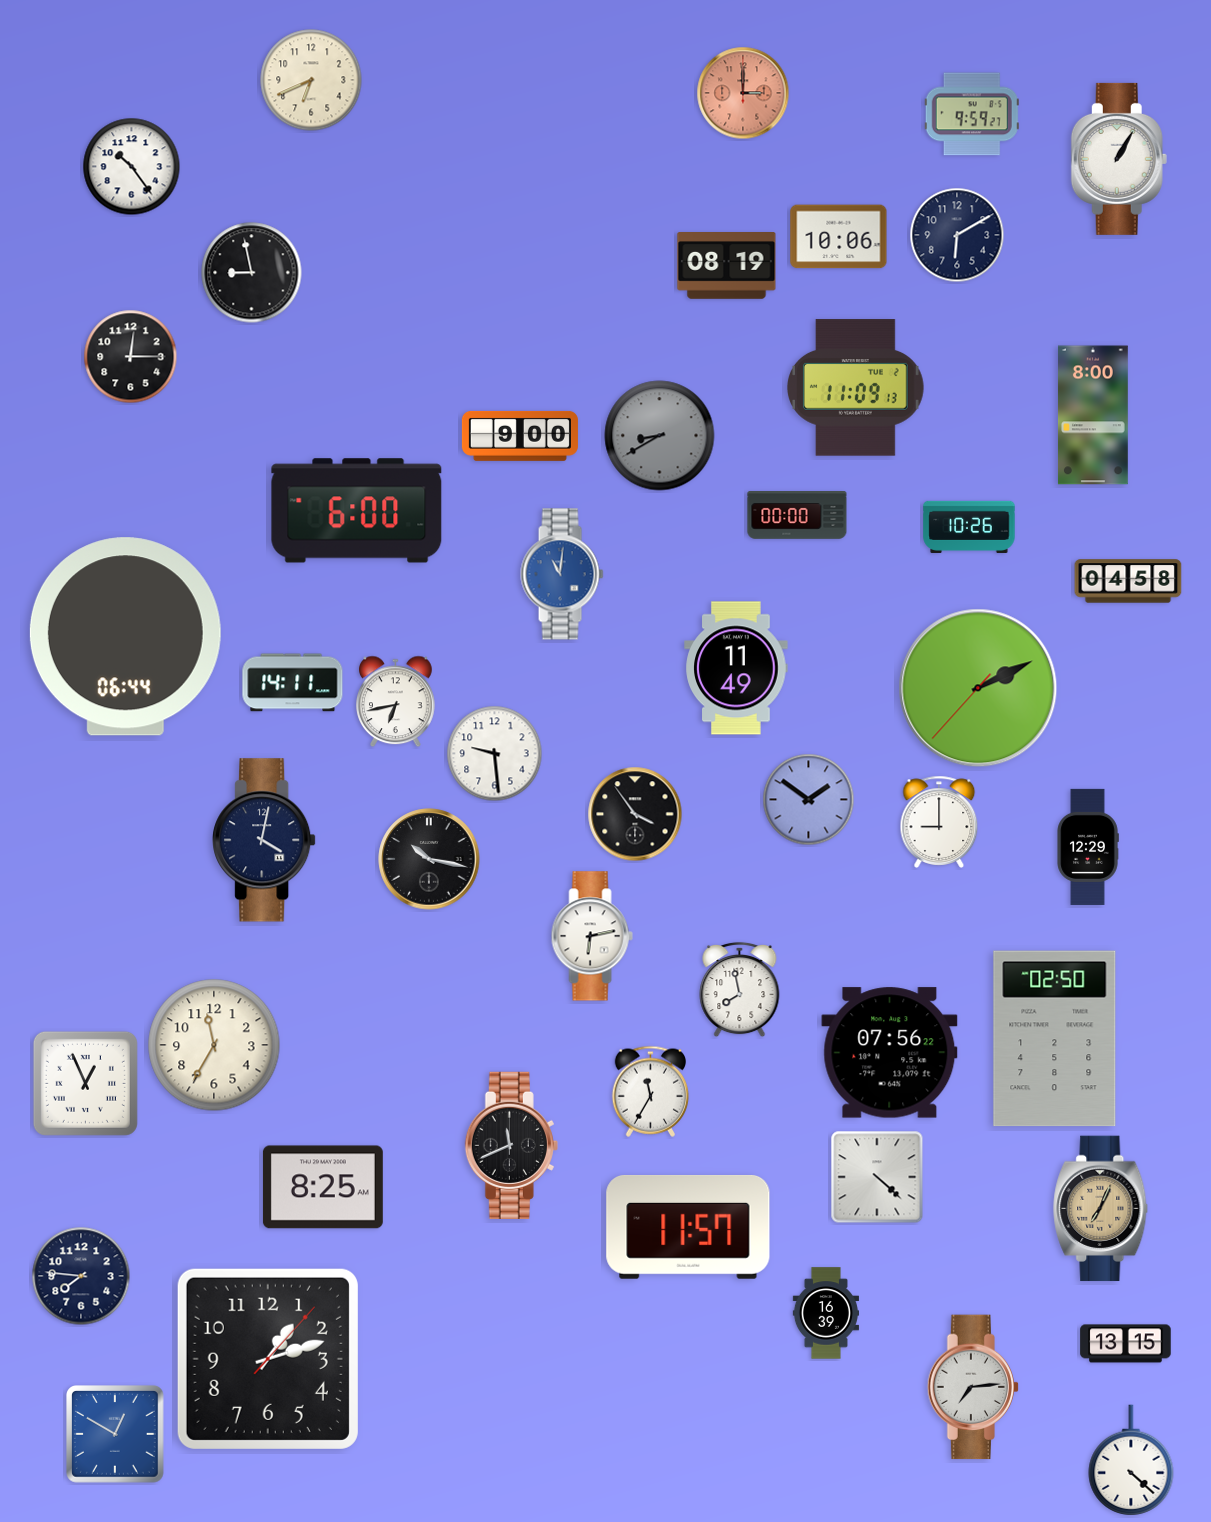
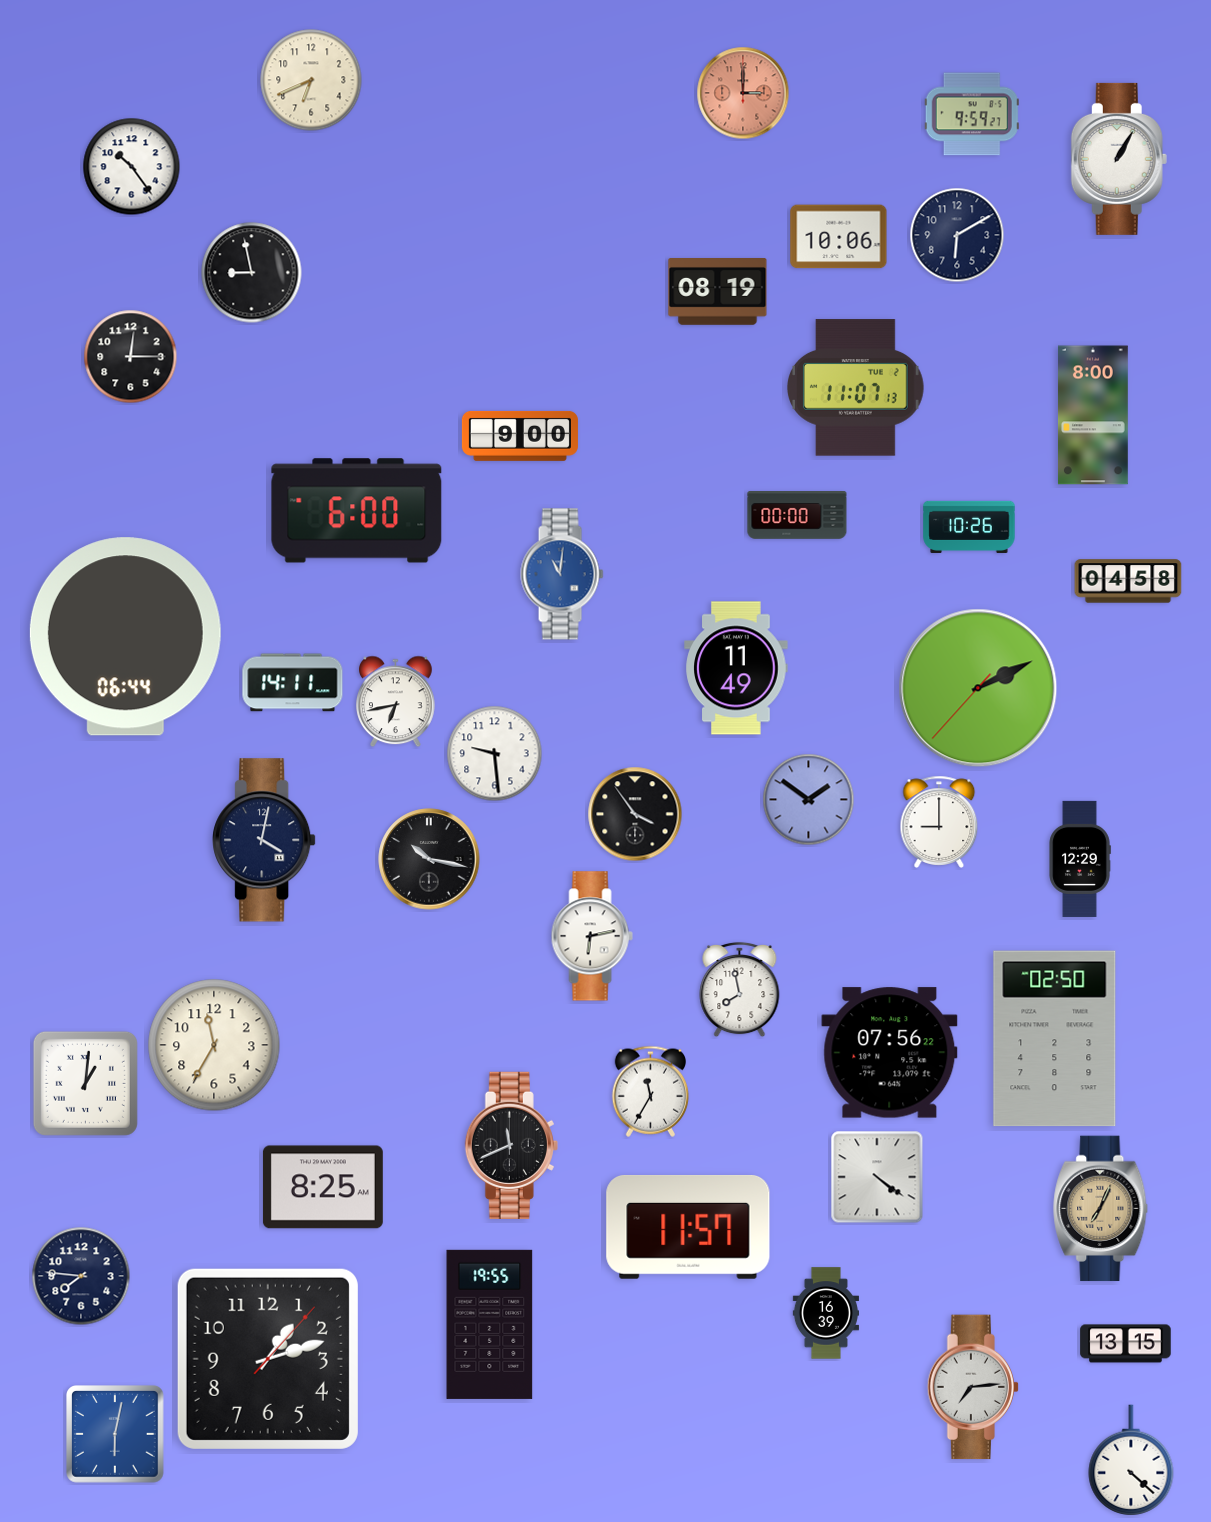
clock at (727, 266) position: (727, 266) -> (718, 292)
clock at (856, 388): 11:09 -> 11:07
clock at (660, 436): 8:40 -> none
clock at (1088, 847) position: (1088, 847) -> (1080, 859)
clock at (85, 1083): 12:56 -> 1:01
clock at (877, 1177): 4:22 -> 4:21
clock at (490, 1324): none -> 19:55
clock at (116, 1435): 12:50 -> 6:02
